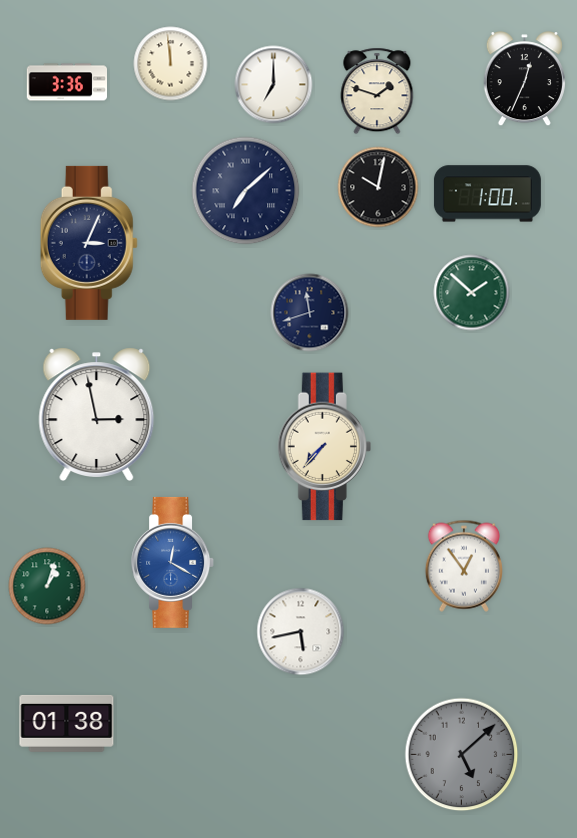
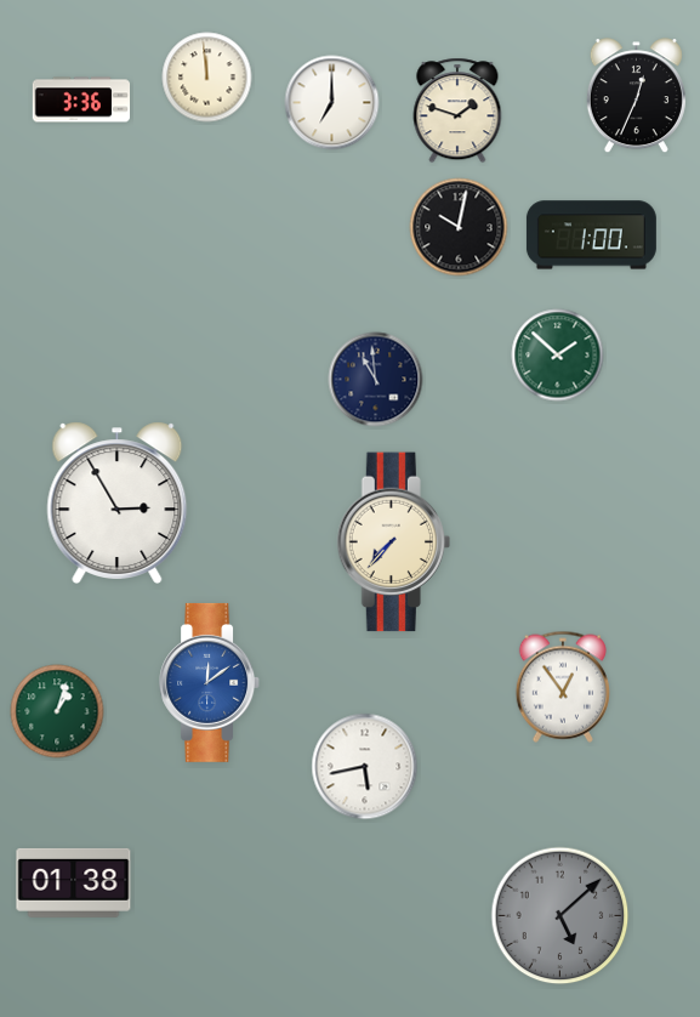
clock at (246, 191): 7:08 -> none
clock at (89, 243): 3:04 -> none
clock at (472, 293) position: (472, 293) -> (558, 356)
clock at (310, 313): 11:42 -> 10:59
clock at (97, 414): 2:58 -> 2:55
clock at (173, 562): 12:20 -> 12:09
clock at (67, 723) position: (67, 723) -> (74, 882)
